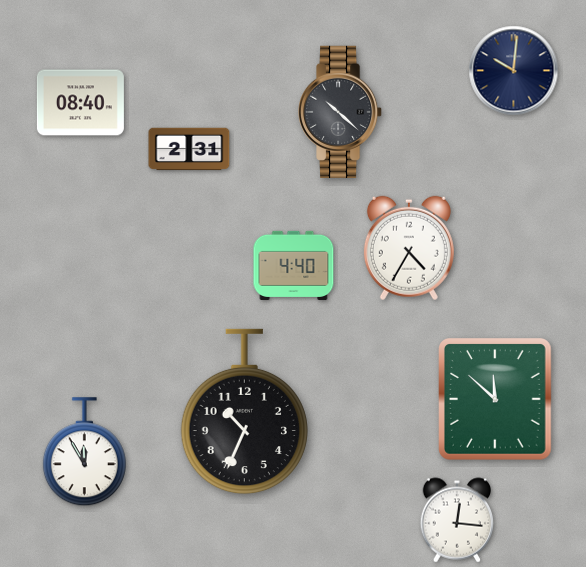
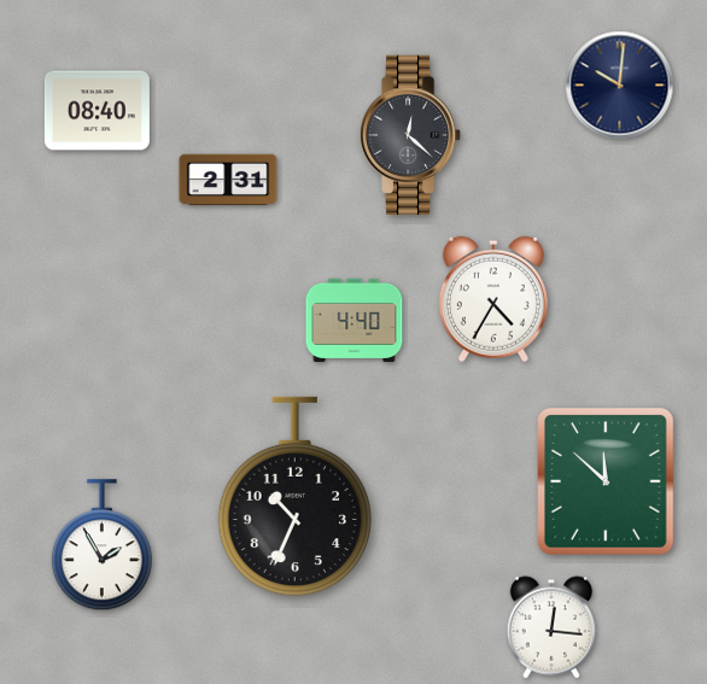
clock at (80, 103) position: (80, 103) -> (97, 111)
clock at (341, 112): 10:22 -> 12:22
clock at (496, 400) position: (496, 400) -> (607, 483)
clock at (84, 452): 11:55 -> 1:55
